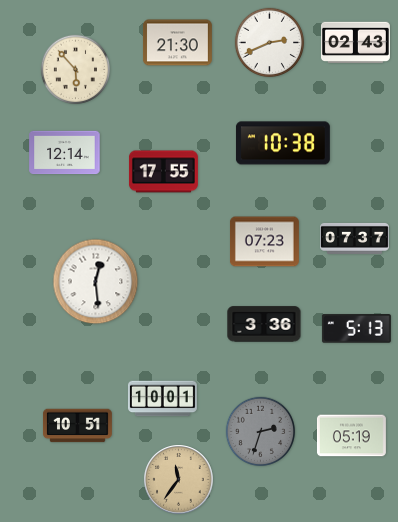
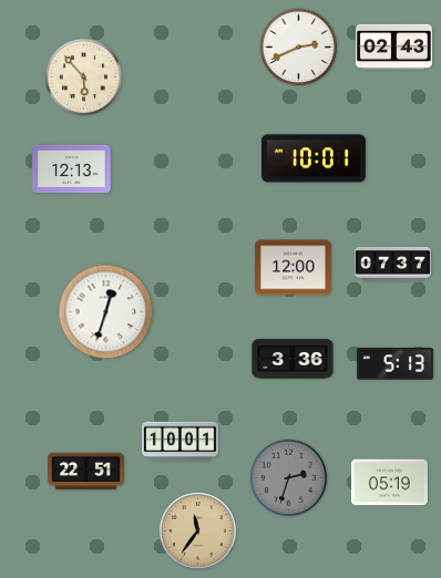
clock at (177, 43): 21:30 -> none
clock at (283, 143): 10:38 -> 10:01
clock at (65, 153): 12:14 -> 12:13
clock at (163, 172): 17:55 -> none
clock at (264, 242): 07:23 -> 12:00
clock at (96, 282): 12:29 -> 12:33
clock at (77, 426): 10:51 -> 22:51
